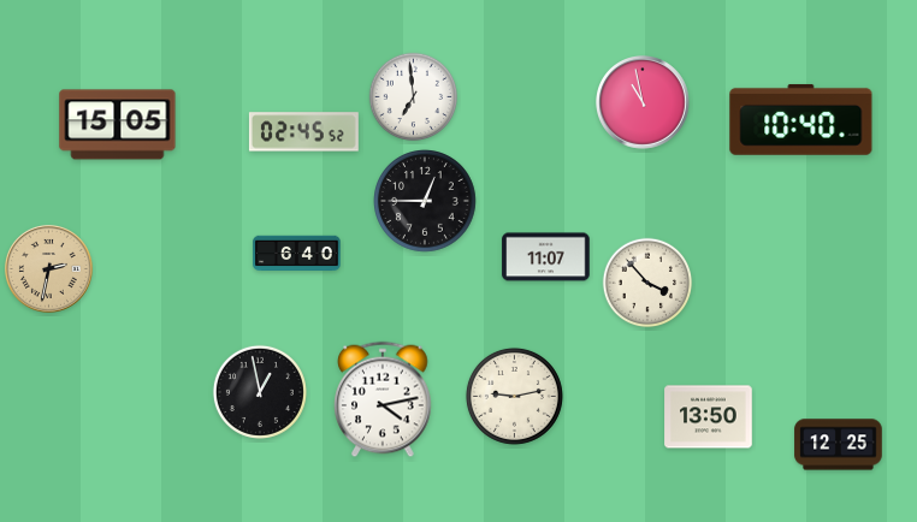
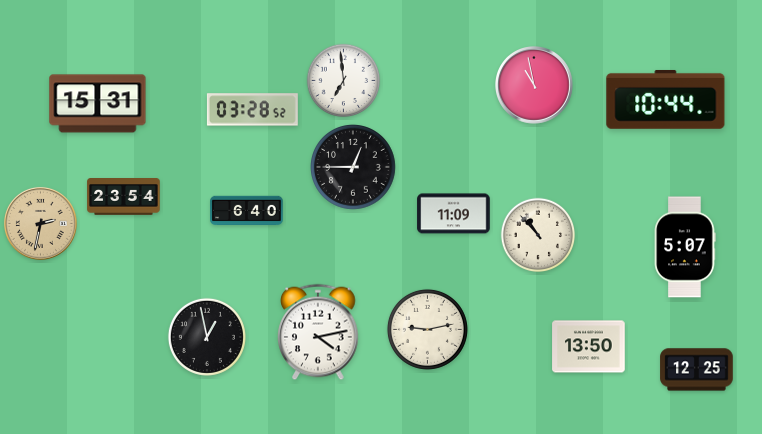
clock at (801, 119): 10:40 -> 10:44
clock at (118, 125): 15:05 -> 15:31
clock at (303, 132): 02:45 -> 03:28
clock at (124, 197): none -> 23:54
clock at (546, 257): 11:07 -> 11:09
clock at (647, 283): 3:53 -> 10:53
clock at (685, 247): none -> 5:07
clock at (260, 392) position: (260, 392) -> (207, 337)
